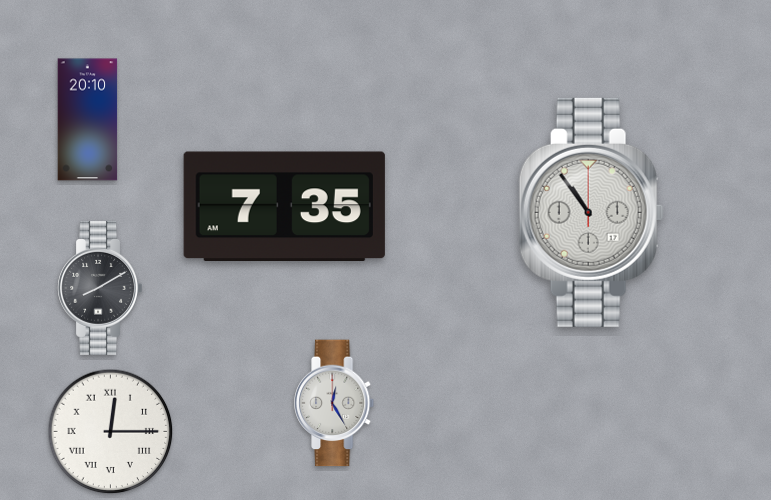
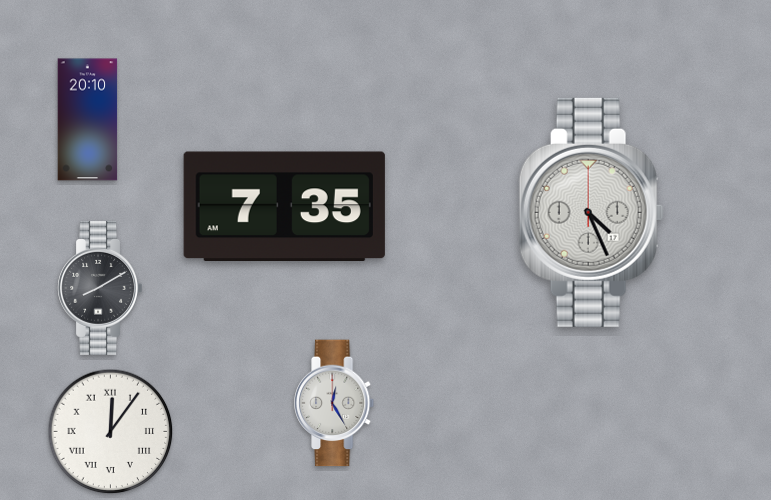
clock at (591, 212): 10:54 -> 4:26
clock at (111, 432): 12:15 -> 12:06
